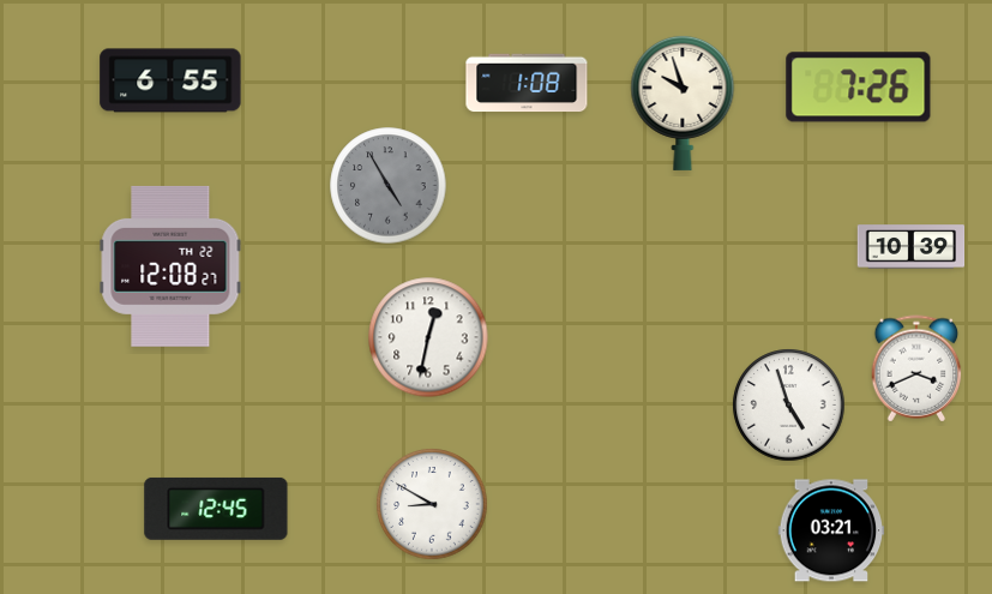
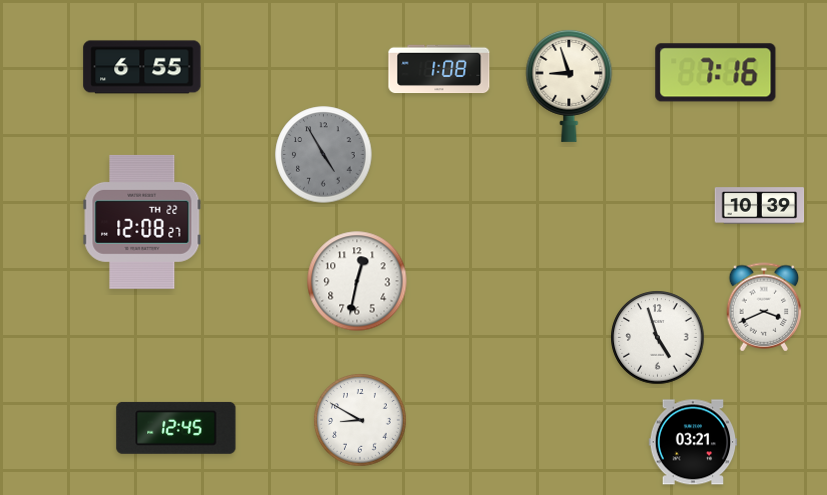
clock at (859, 88): 7:26 -> 7:16
clock at (683, 102): 9:57 -> 8:57
clock at (216, 509) position: (216, 509) -> (176, 428)
